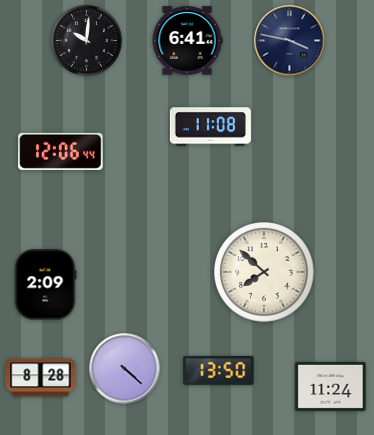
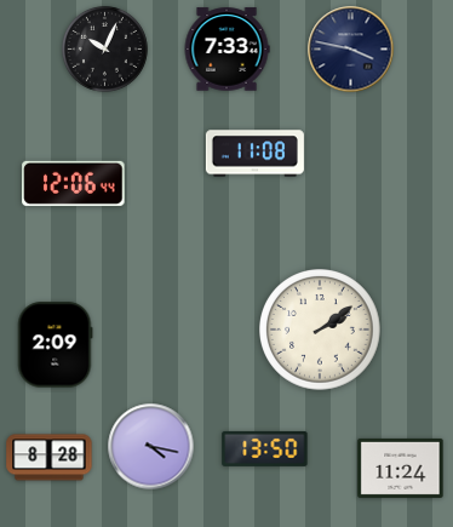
clock at (87, 41): 10:01 -> 10:04
clock at (187, 41): 6:41 -> 7:33
clock at (264, 272): 7:52 -> 2:09
clock at (125, 369): 4:22 -> 4:17
